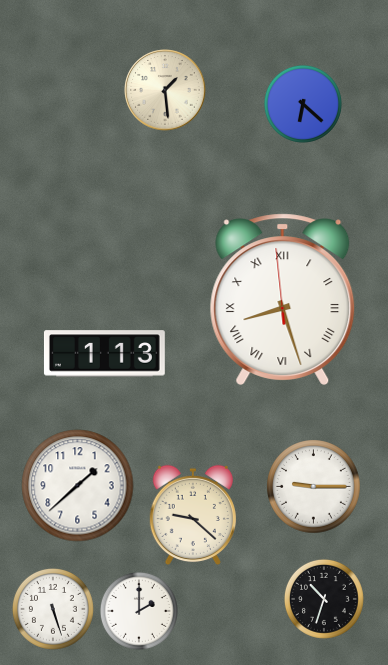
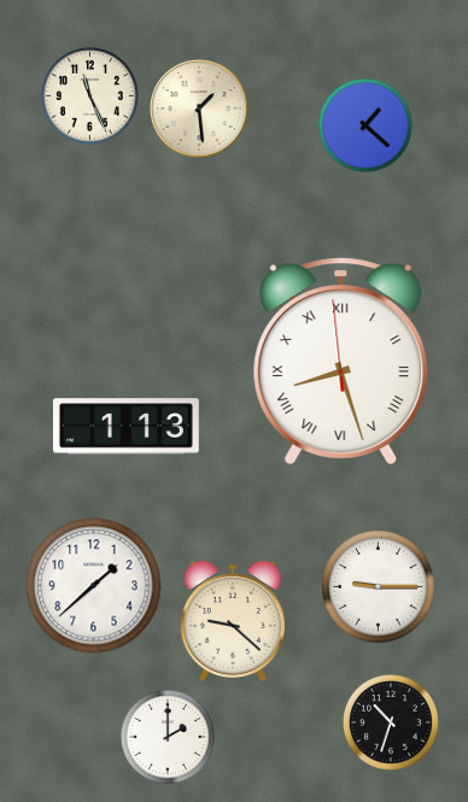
clock at (89, 95): none -> 11:26
clock at (303, 104): 6:22 -> 1:22
clock at (53, 609): 5:27 -> none
